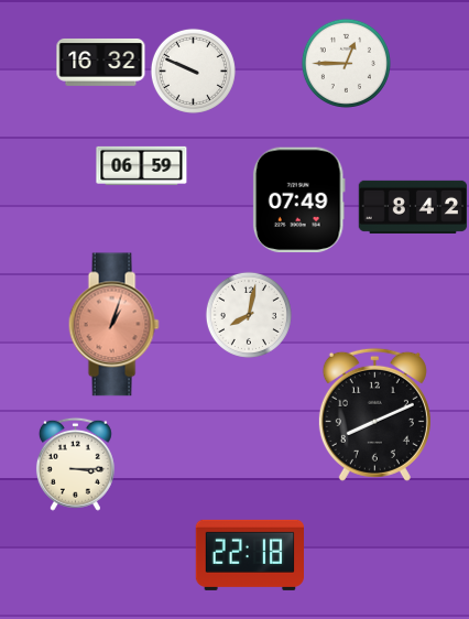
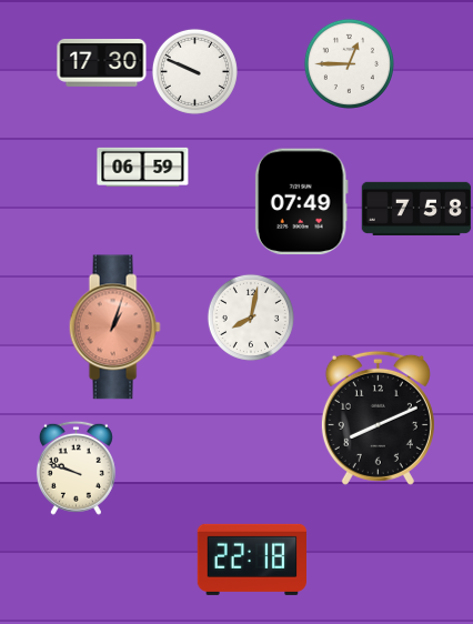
clock at (101, 62): 16:32 -> 17:30
clock at (413, 207): 8:42 -> 7:58
clock at (75, 464): 3:15 -> 9:48
